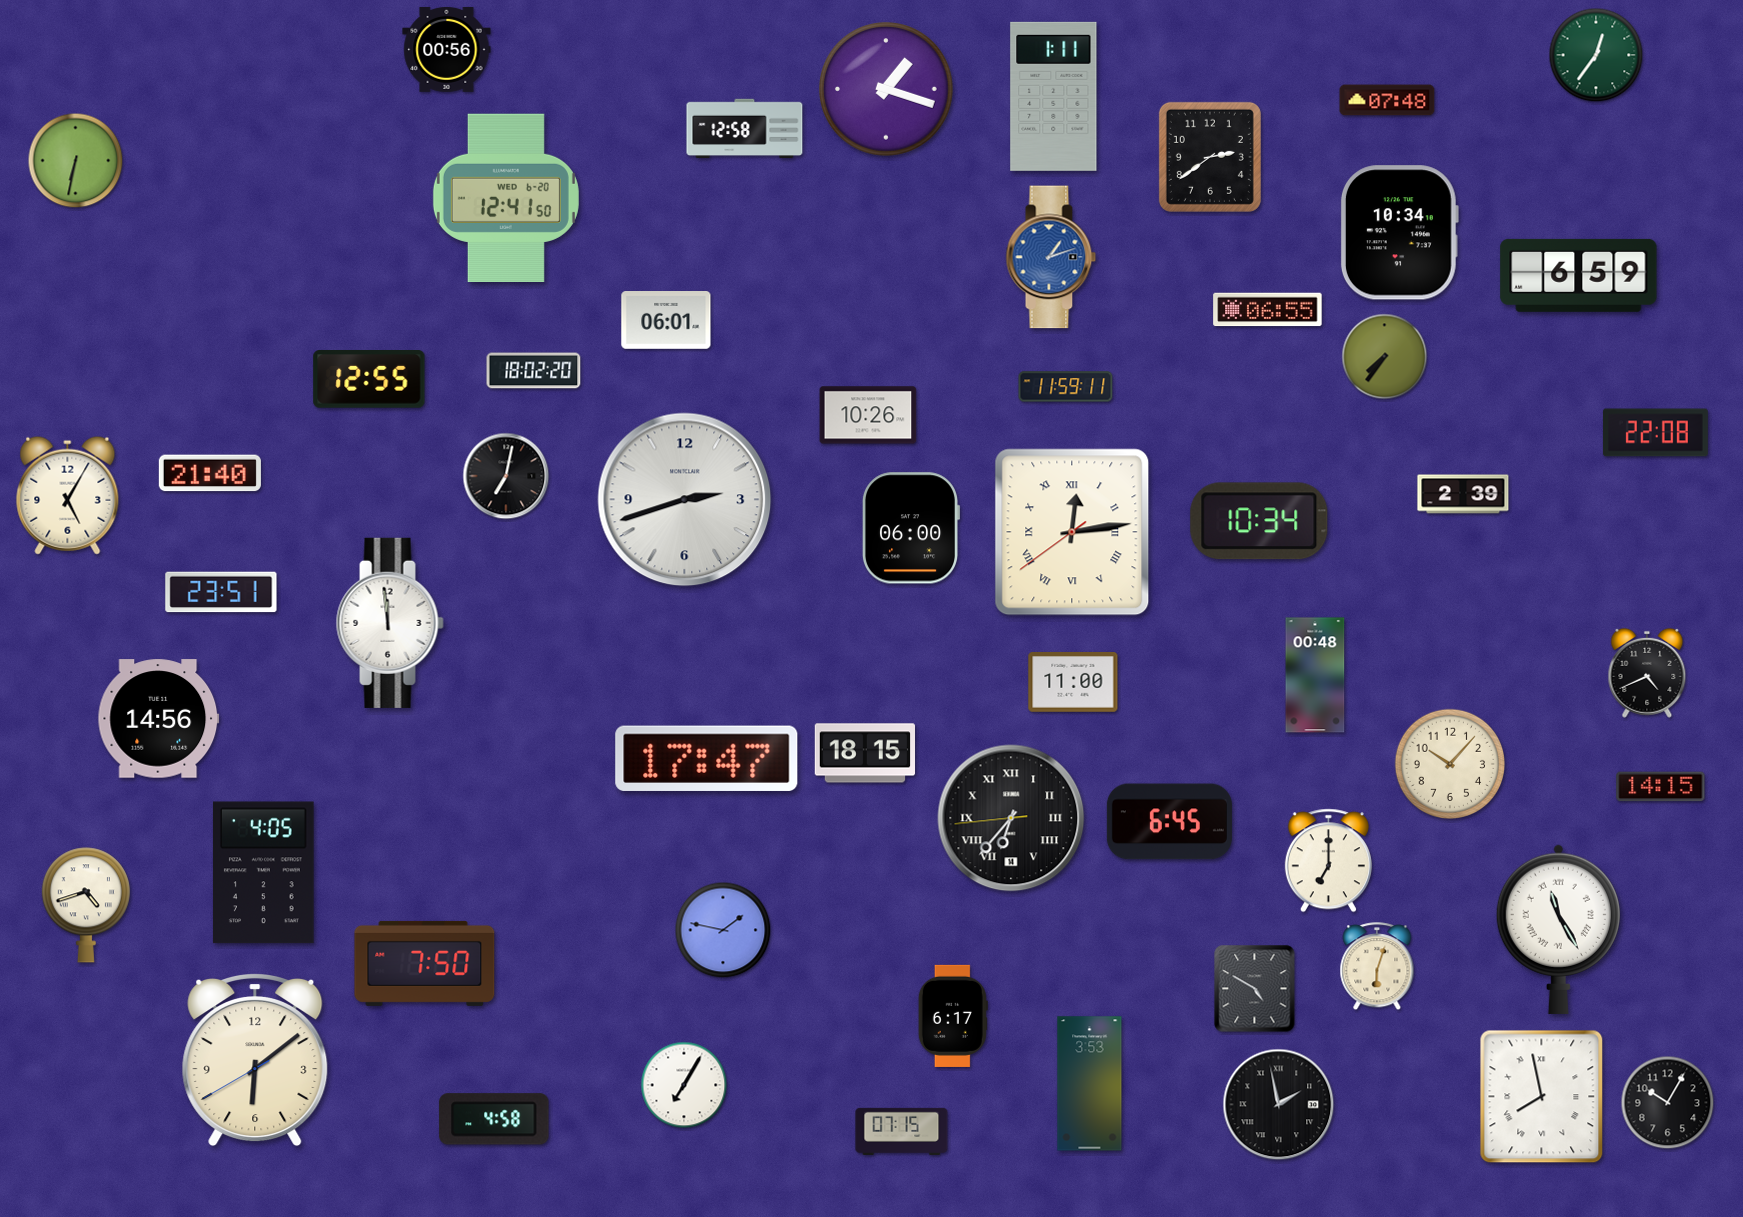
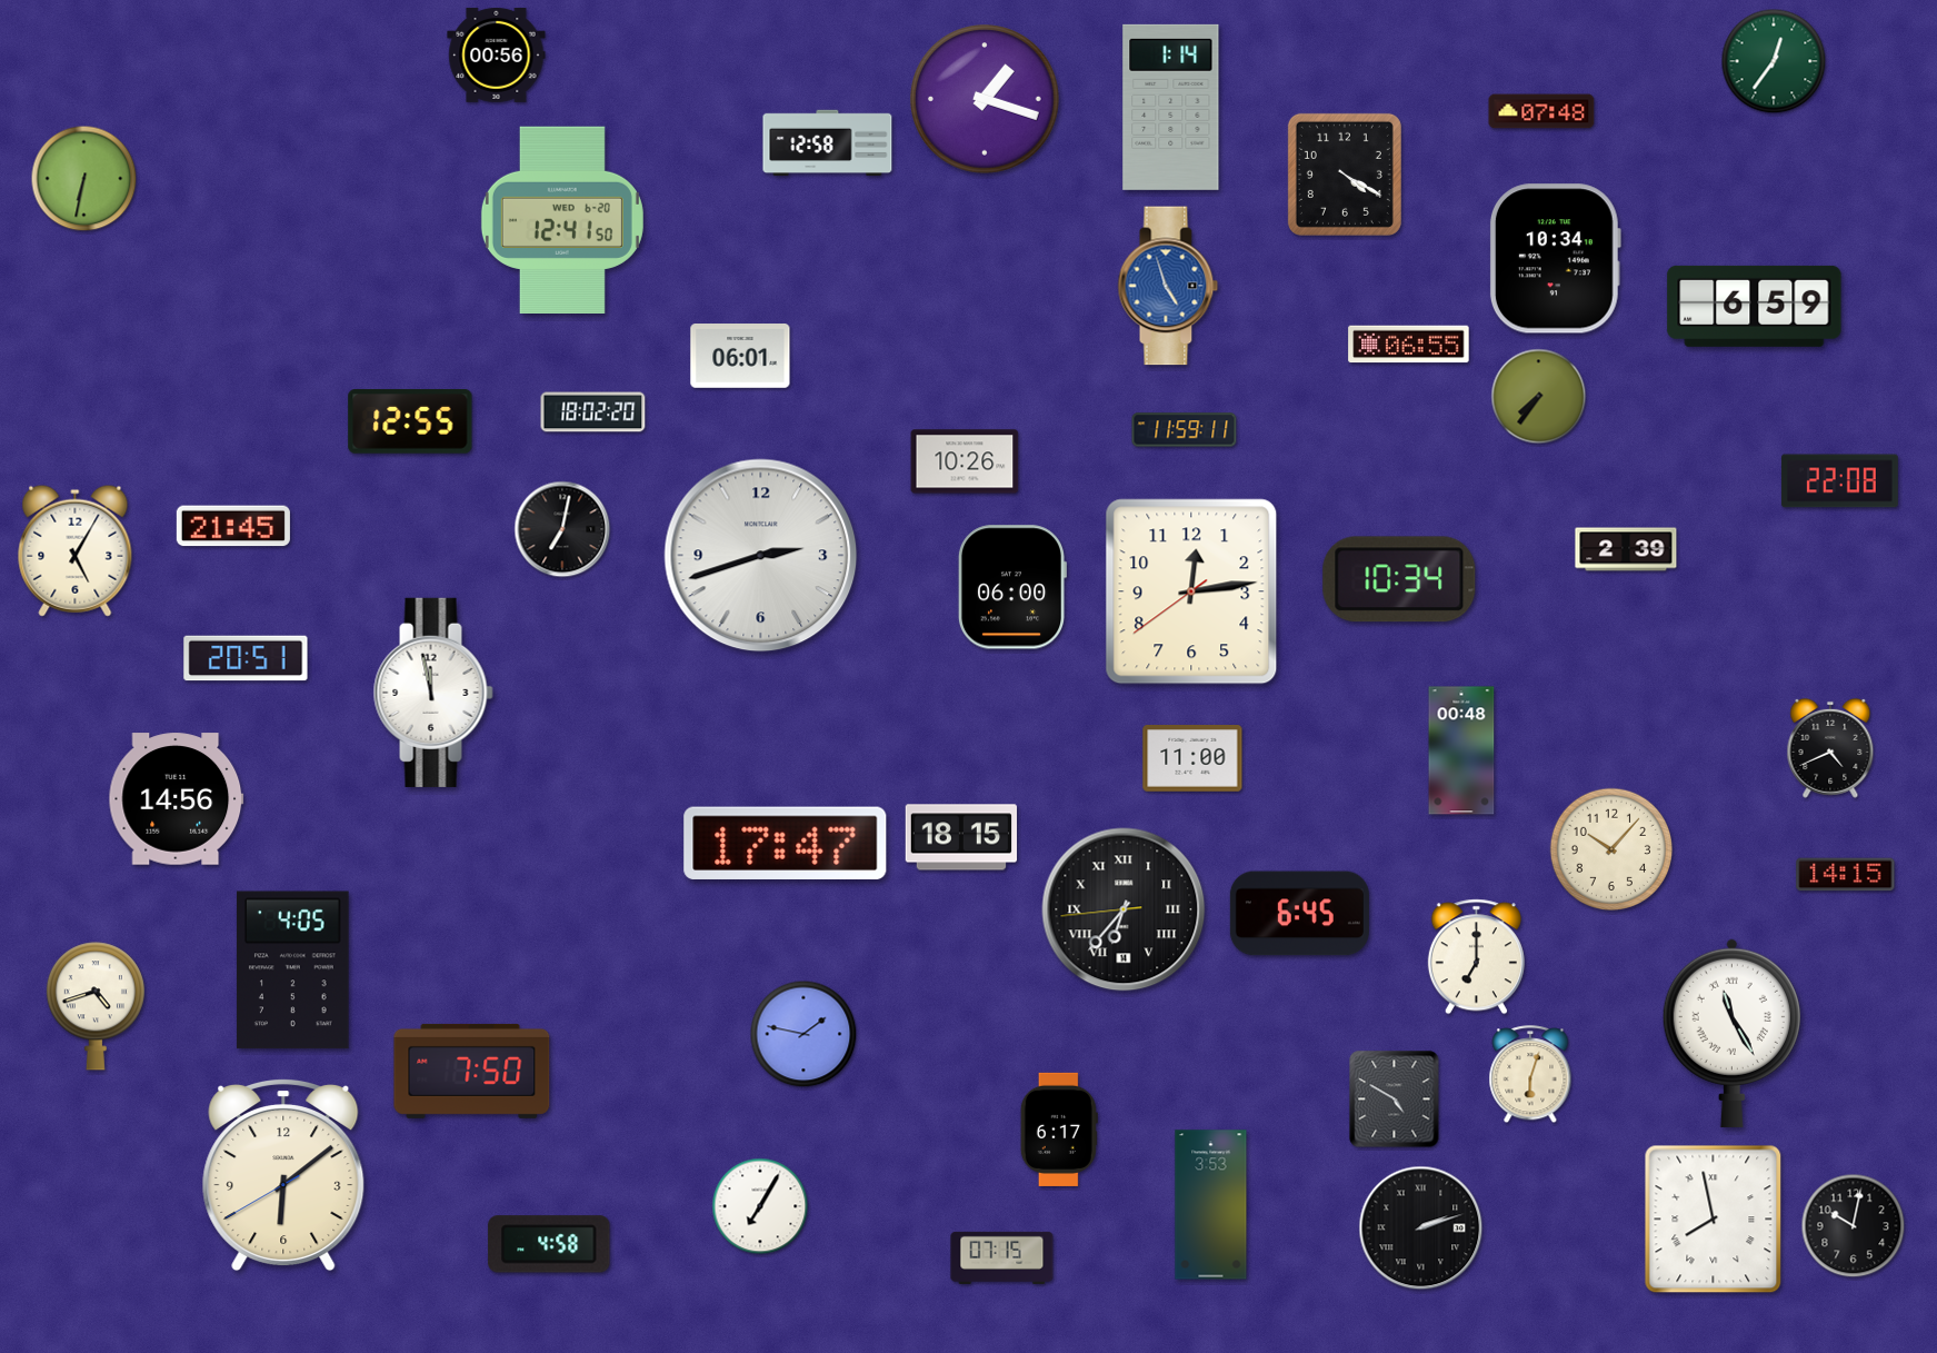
clock at (1054, 96): 1:11 -> 1:14
clock at (1210, 157): 2:39 -> 4:20
clock at (1051, 257): 1:12 -> 4:57
clock at (210, 473): 21:40 -> 21:45
clock at (1072, 532) numerals: Roman -> Arabic
clock at (221, 592): 23:51 -> 20:51
clock at (390, 623): 11:59 -> 11:58
clock at (255, 1061) position: (255, 1061) -> (283, 1176)
clock at (1668, 1103): 10:05 -> 10:02
clock at (1279, 1105): 1:58 -> 2:12
